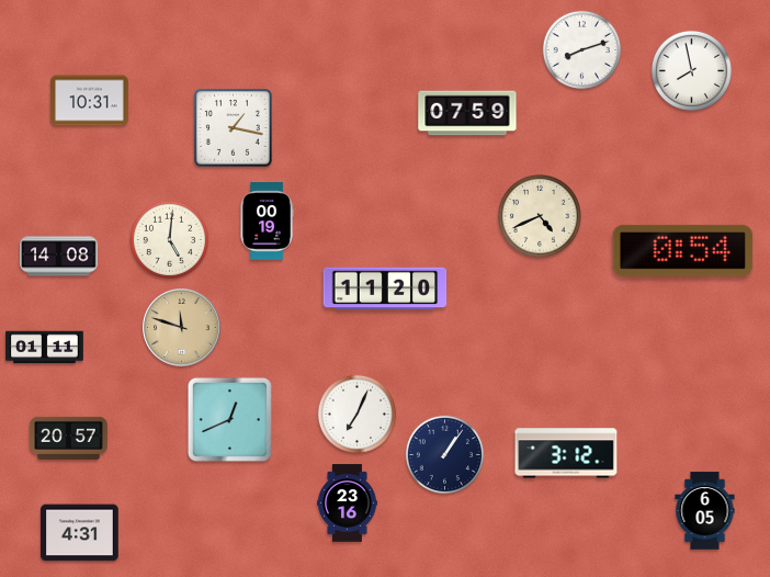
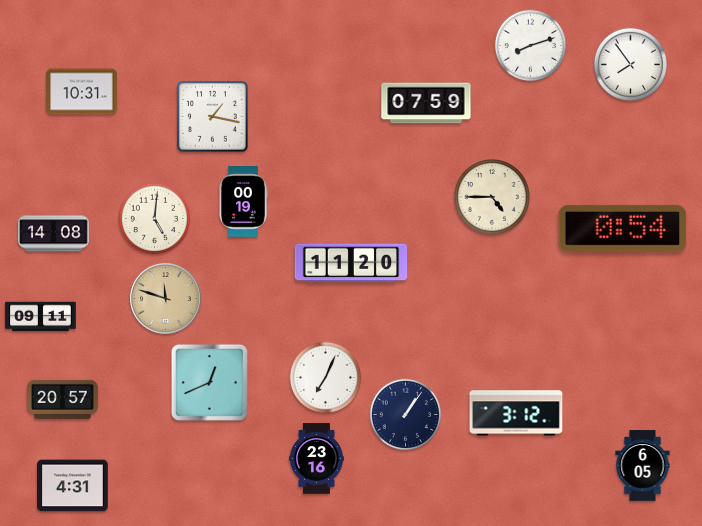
clock at (691, 70): 7:58 -> 7:54
clock at (541, 217): 4:41 -> 4:45
clock at (45, 348): 01:11 -> 09:11
